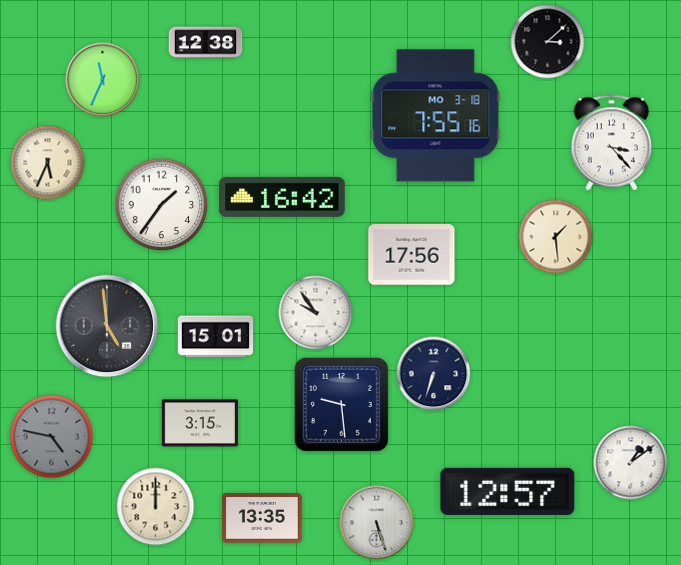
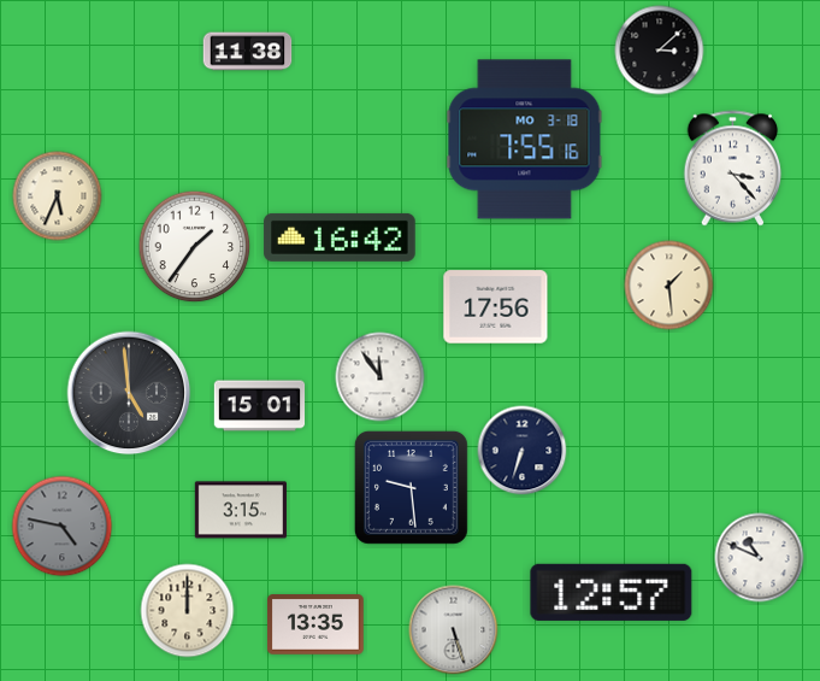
clock at (206, 43): 12:38 -> 11:38
clock at (103, 80): 11:34 -> none
clock at (612, 143) position: (612, 143) -> (733, 169)
clock at (316, 313): 9:54 -> 11:54
clock at (631, 463): 1:09 -> 10:49
